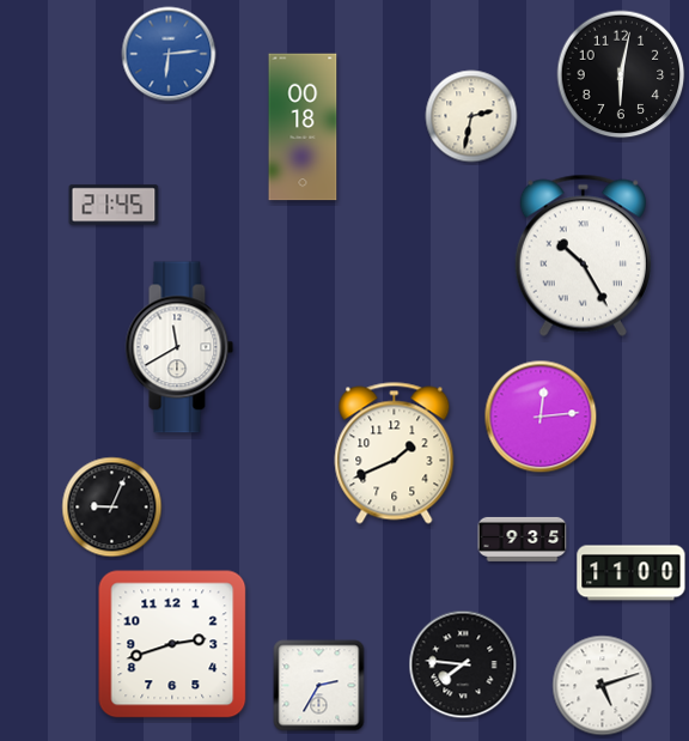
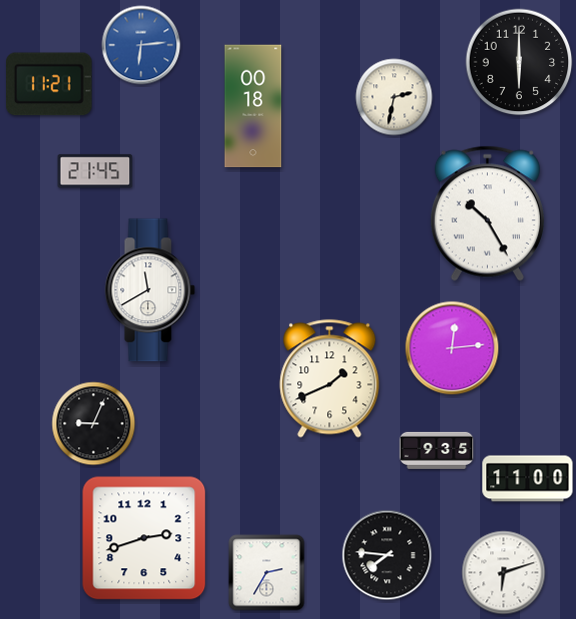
clock at (621, 74): 6:02 -> 6:00
clock at (49, 84): none -> 11:21
clock at (603, 686): 5:12 -> 6:12
